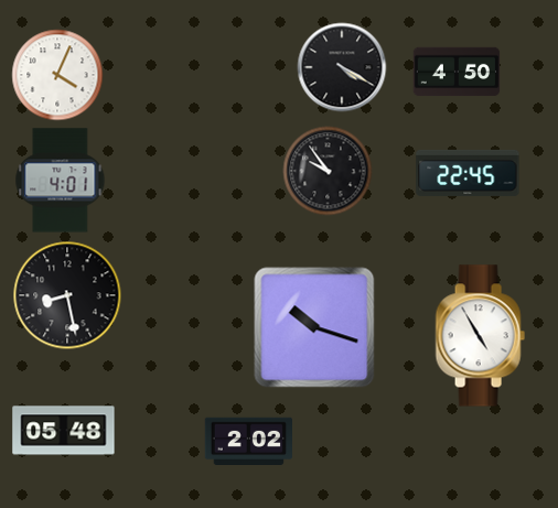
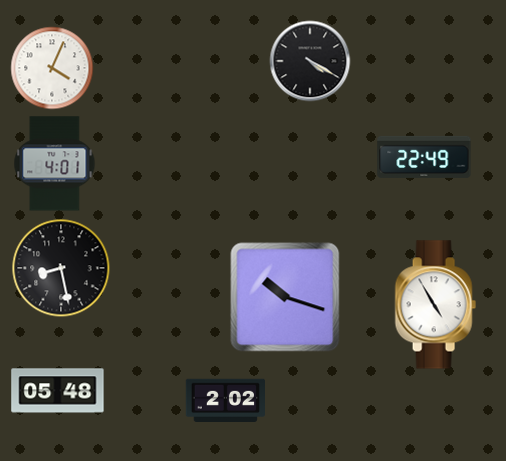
clock at (457, 72): 4:50 -> none
clock at (328, 171): 9:54 -> none
clock at (468, 173): 22:45 -> 22:49
